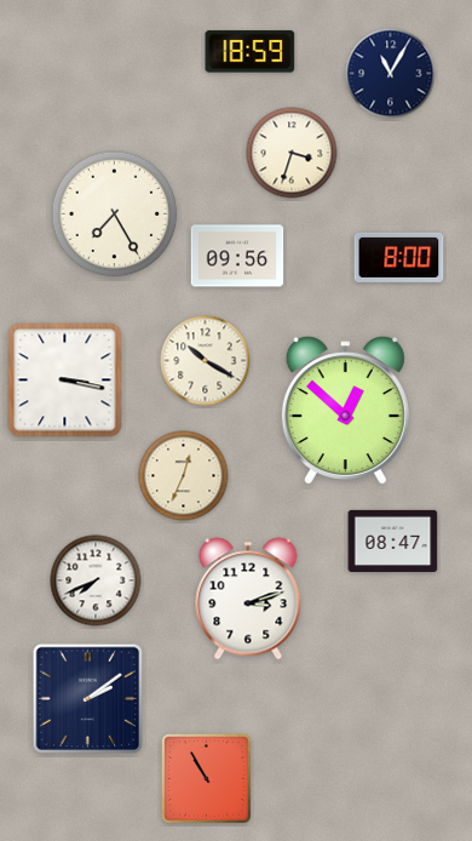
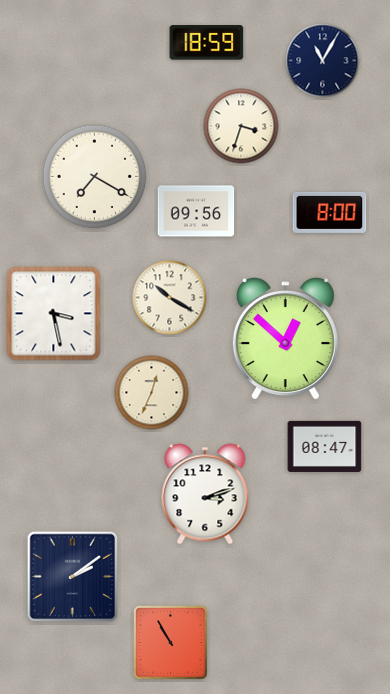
clock at (115, 214): 7:25 -> 7:20
clock at (65, 381): 3:17 -> 3:28
clock at (96, 580): 7:41 -> none
